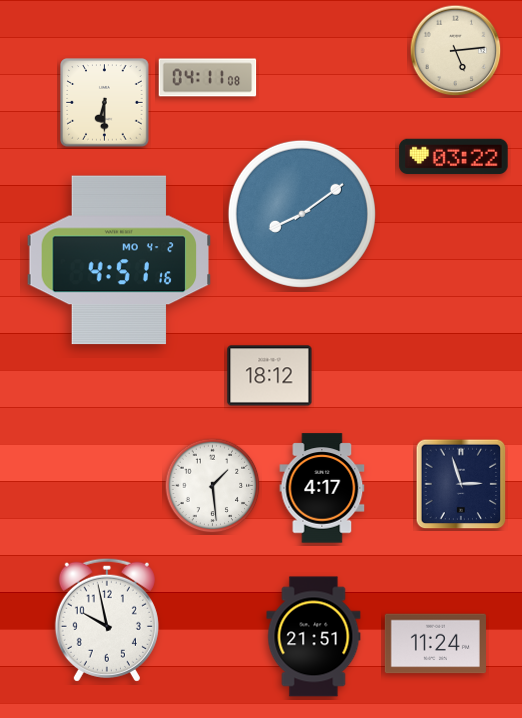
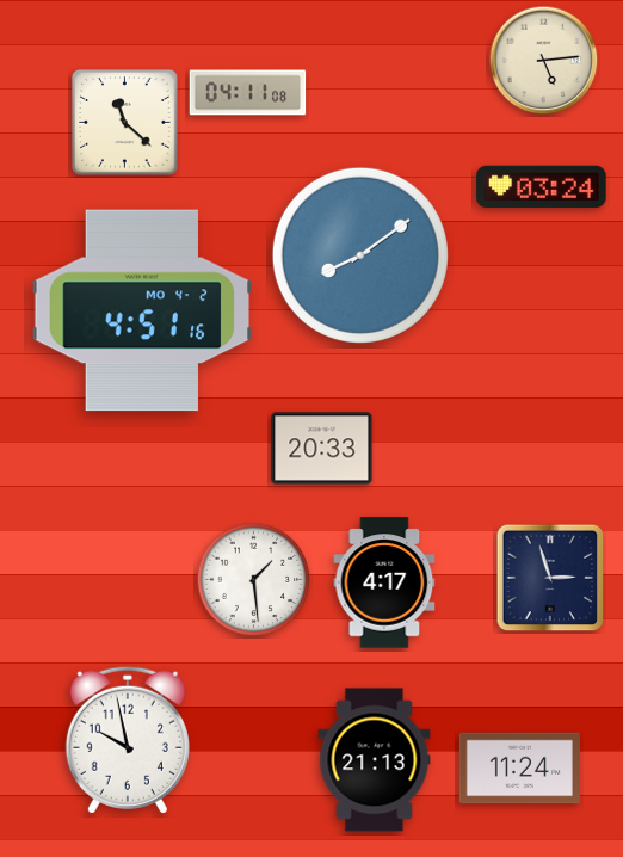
clock at (105, 103): 6:30 -> 11:22
clock at (454, 157): 03:22 -> 03:24
clock at (270, 376): 18:12 -> 20:33
clock at (314, 637): 21:51 -> 21:13
